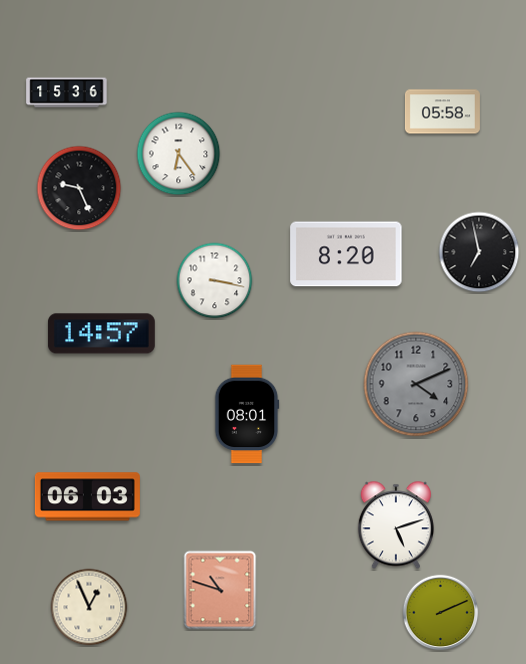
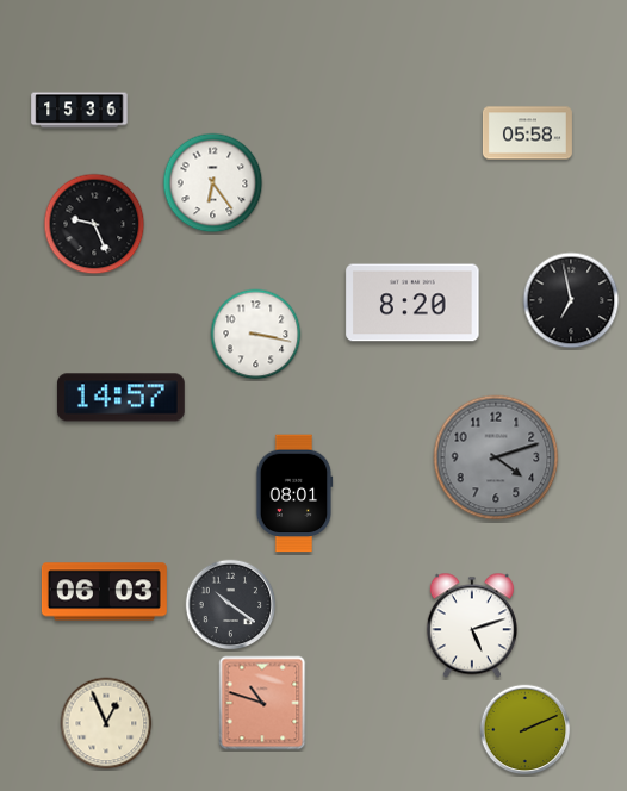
clock at (416, 384): 4:11 -> 4:12
clock at (231, 605): none -> 10:21
